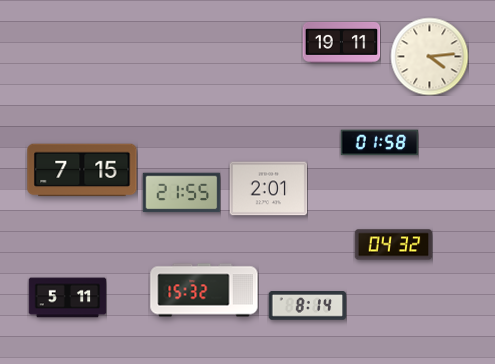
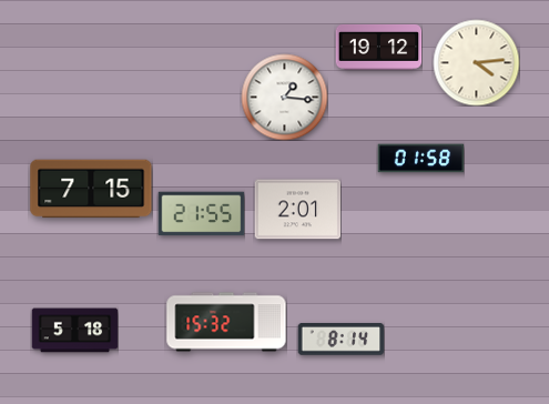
clock at (341, 42): 19:11 -> 19:12
clock at (284, 97): none -> 1:16
clock at (393, 245): 04:32 -> none
clock at (67, 298): 5:11 -> 5:18
